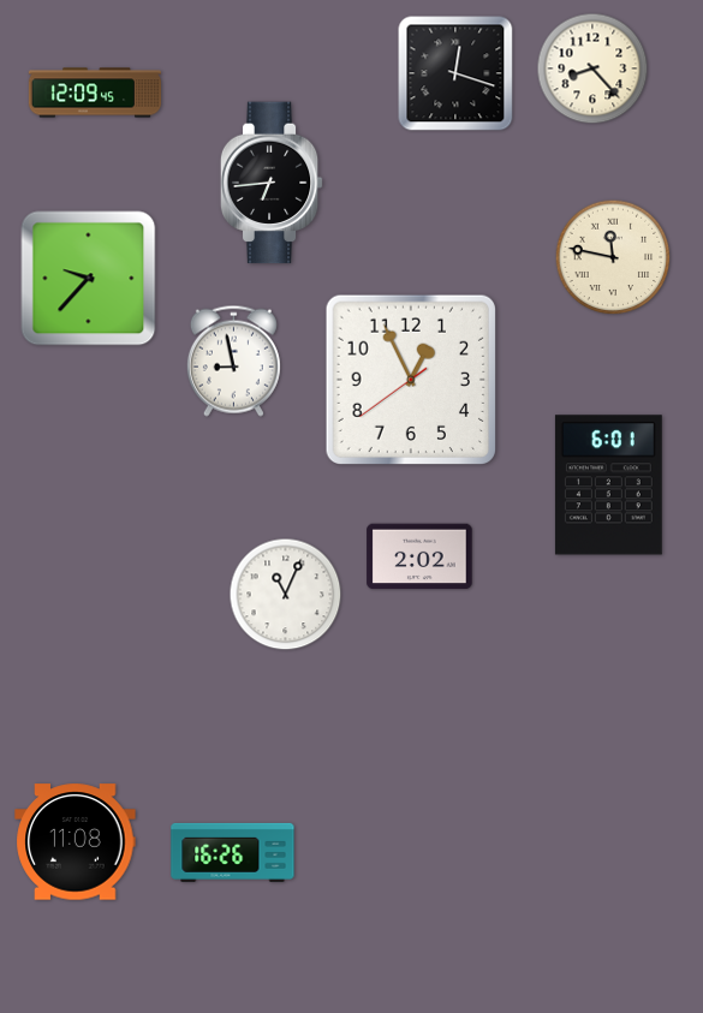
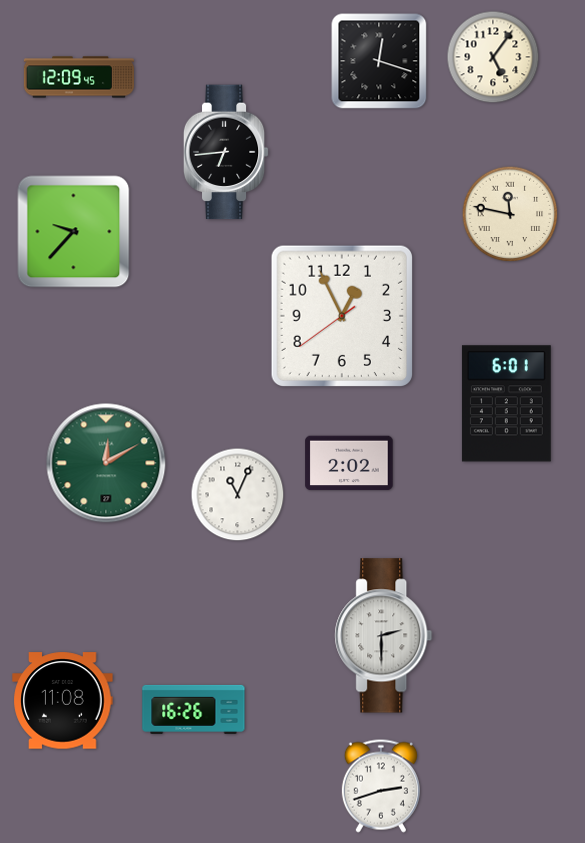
clock at (592, 68): 8:23 -> 5:06
clock at (233, 360): 8:58 -> none
clock at (106, 463): none -> 12:10
clock at (384, 636): none -> 2:30
clock at (381, 786): none -> 2:42
